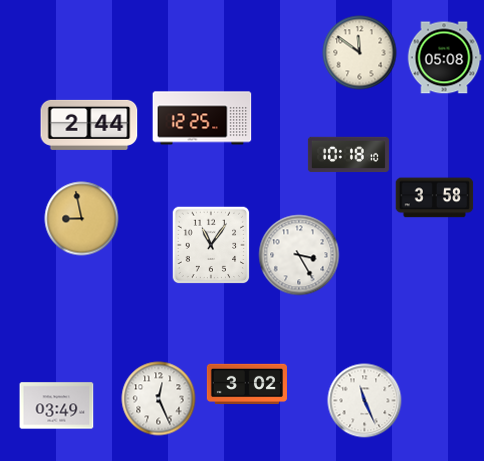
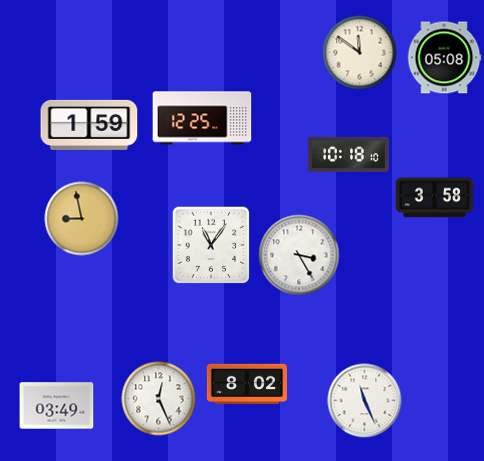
clock at (89, 125): 2:44 -> 1:59
clock at (247, 384): 3:02 -> 8:02
